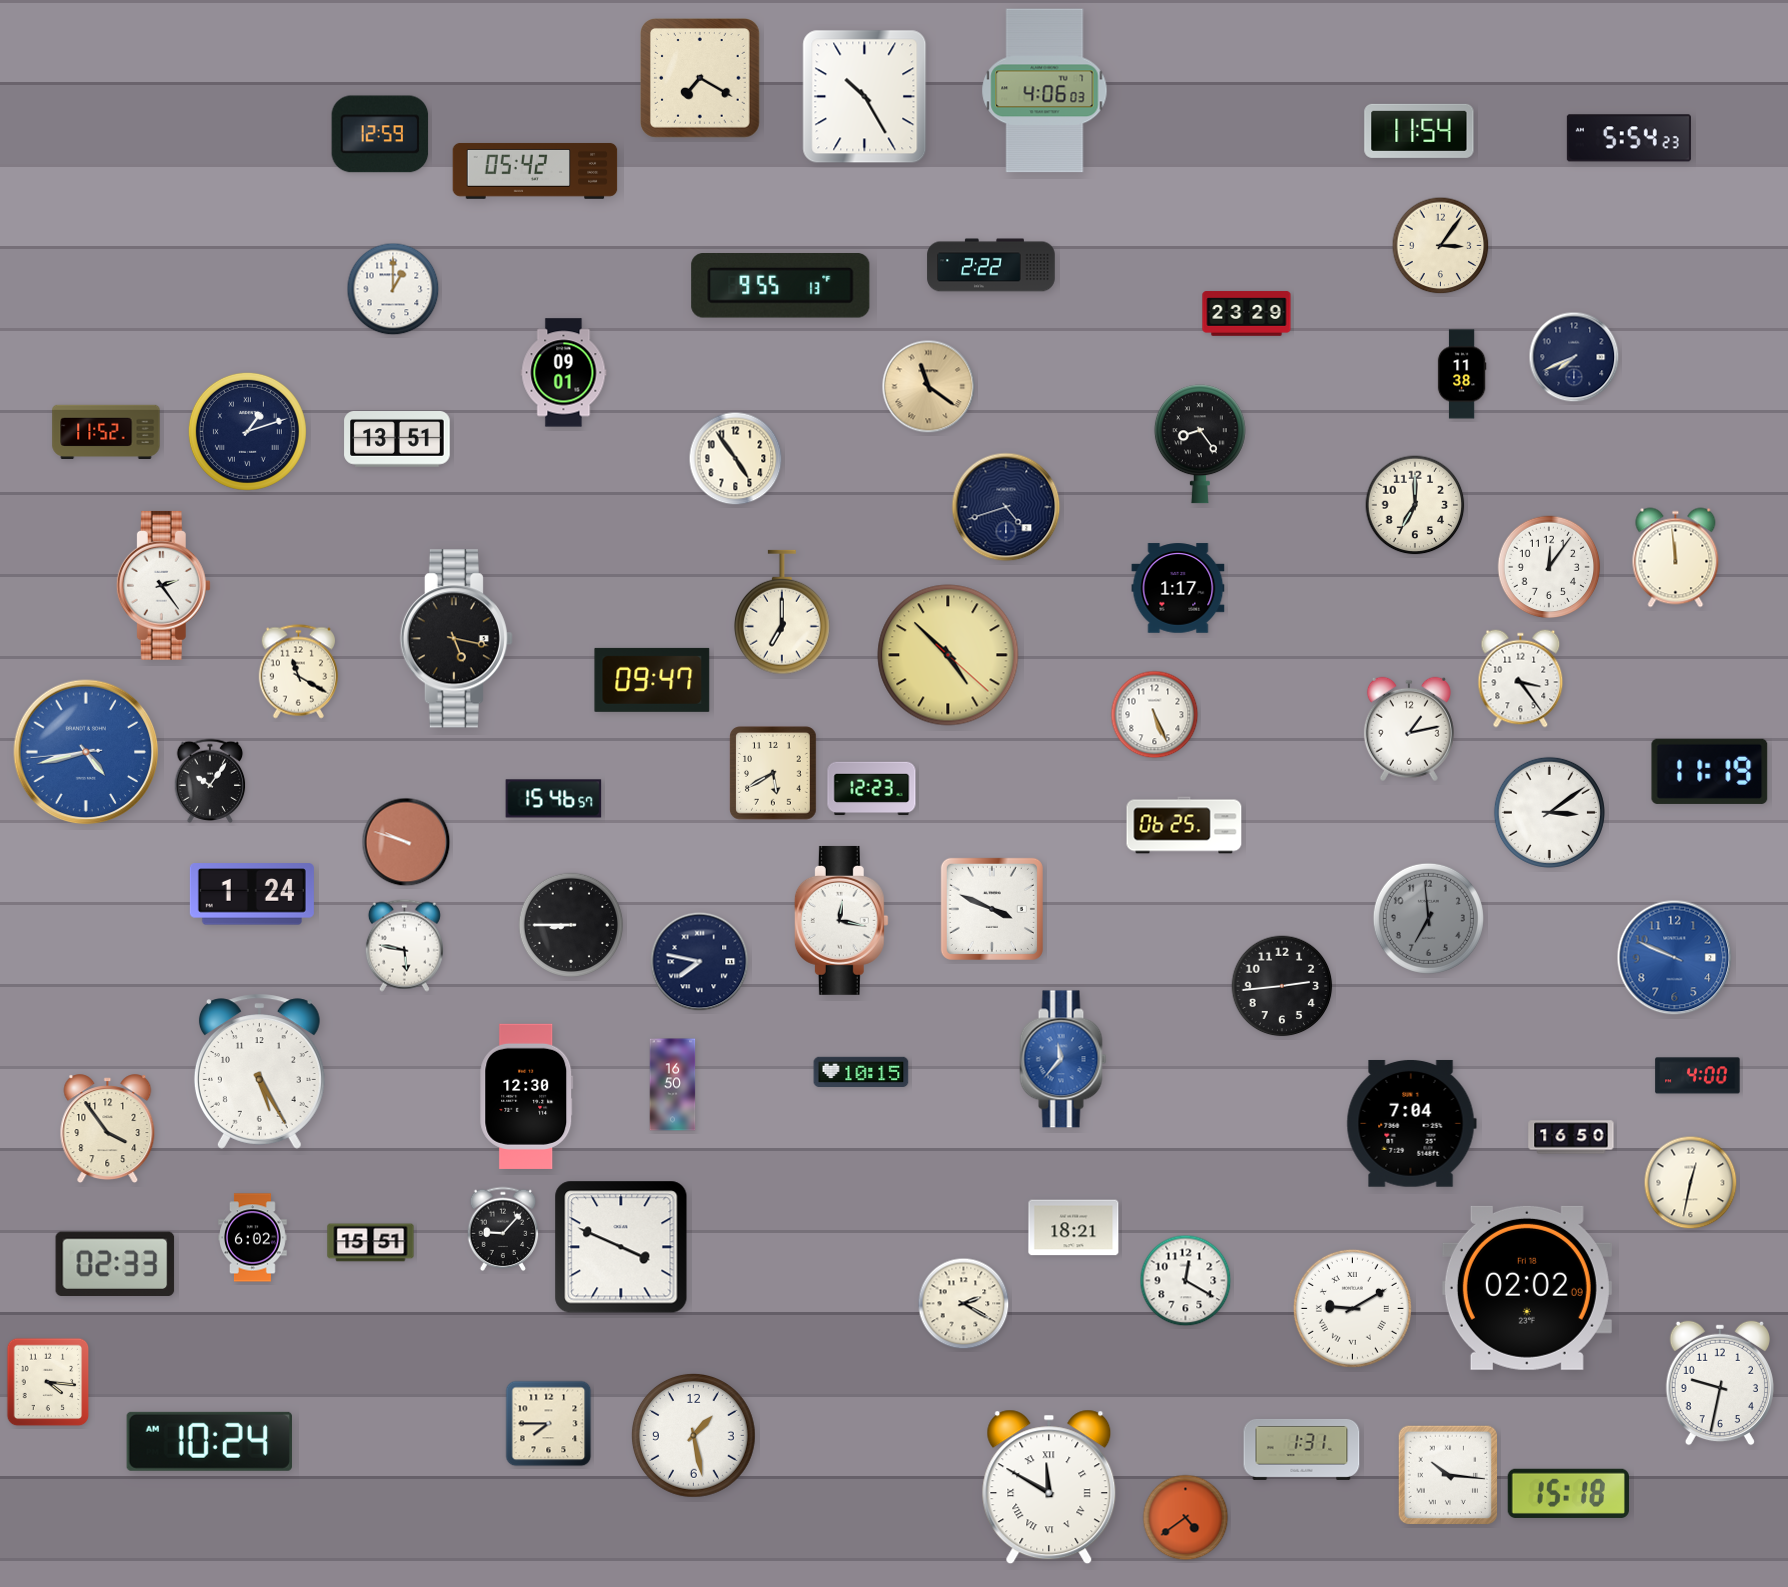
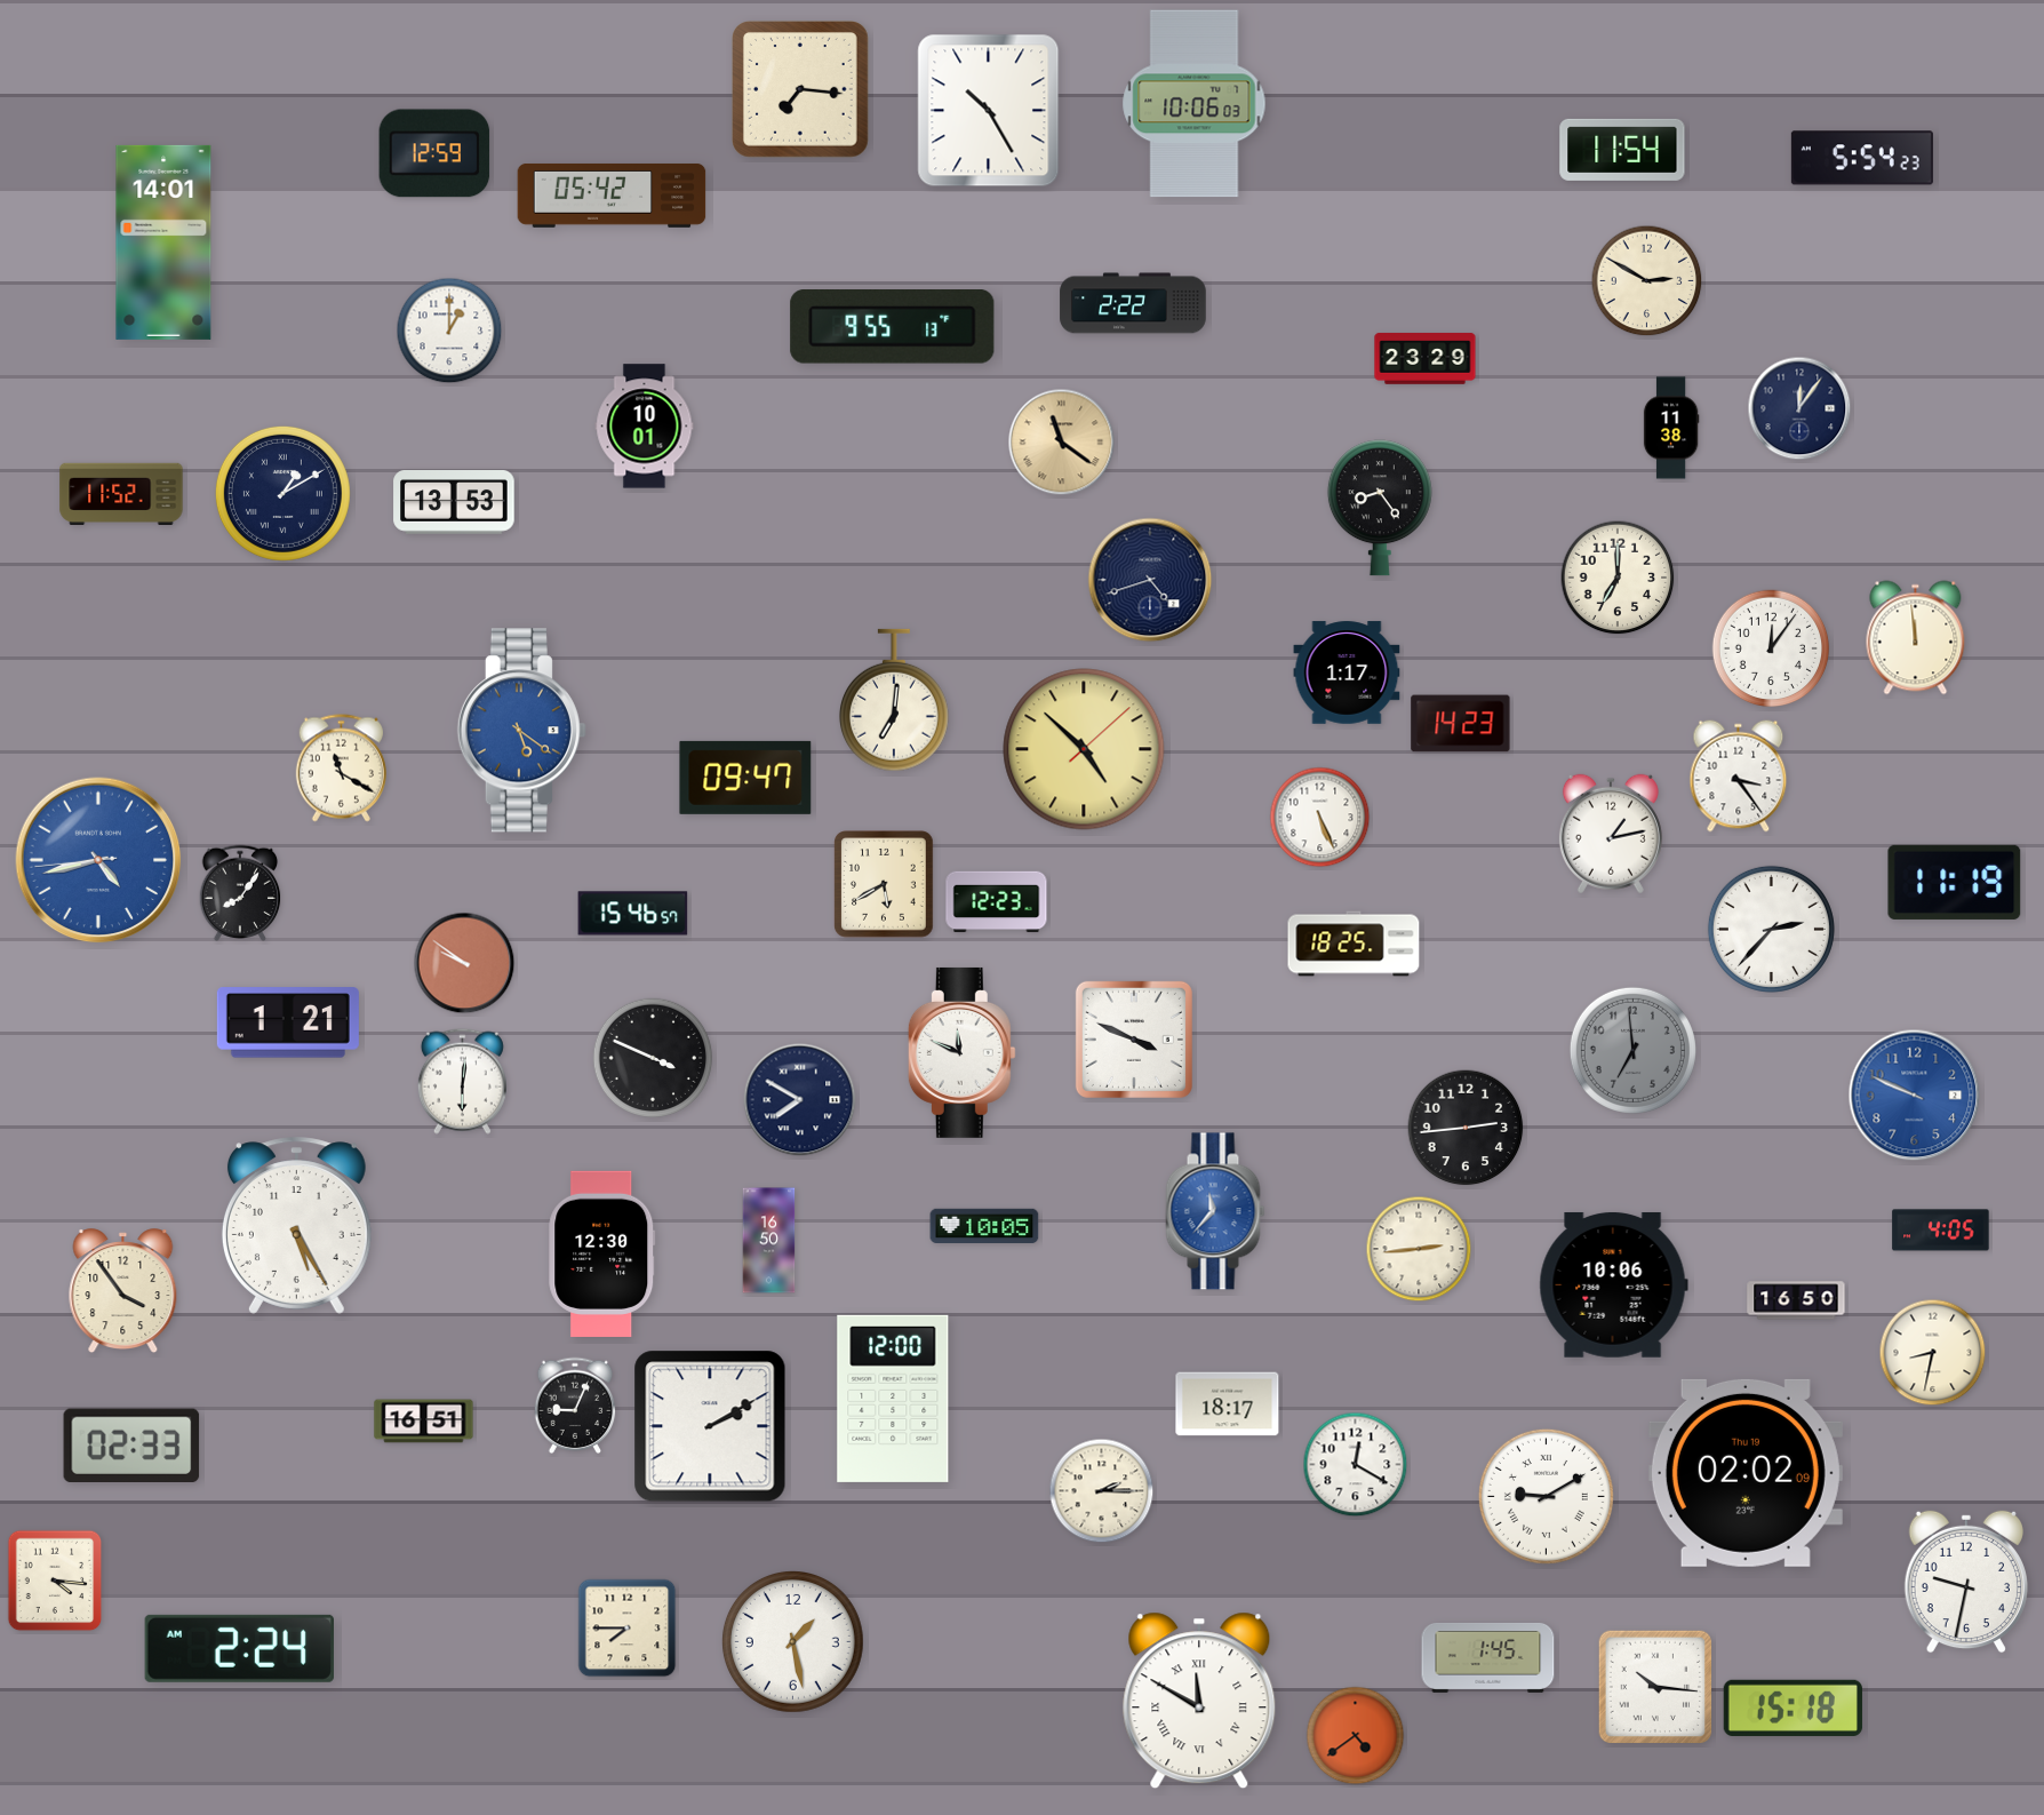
clock at (701, 79): 7:20 -> 7:16
clock at (1045, 91): 4:06 -> 10:06
clock at (163, 242): none -> 14:01
clock at (1441, 246): 3:06 -> 2:50
clock at (1574, 357): 7:41 -> 12:06
clock at (564, 373): 09:01 -> 10:01
clock at (247, 431): 1:12 -> 1:10
clock at (397, 439): 13:51 -> 13:53
clock at (1200, 444) position: (1200, 444) -> (1380, 508)
clock at (736, 459): 4:54 -> none
clock at (163, 585): 2:24 -> none
clock at (782, 612): 7:00 -> 7:01
clock at (1461, 724): none -> 14:23
clock at (456, 639): 5:17 -> 5:21
clock at (456, 639) dial: black -> blue
clock at (948, 655): 4:52:22 -> 4:52:08
clock at (210, 781): 10:06 -> 8:06
clock at (1549, 812): 3:09 -> 2:37
clock at (1184, 825): 06:25 -> 18:25
clock at (406, 842): 9:48 -> 9:51
clock at (252, 894): 1:24 -> 1:21
clock at (841, 920): 12:17 -> 11:49
clock at (571, 925): 8:45 -> 3:49
clock at (404, 945): 5:47 -> 6:01
clock at (700, 962): 7:47 -> 7:50
clock at (861, 1072): 10:15 -> 10:05
clock at (1698, 1076): 4:00 -> 4:05
clock at (1419, 1249): none -> 2:44
clock at (1411, 1123): 7:04 -> 10:06
clock at (1691, 1183): 12:32 -> 8:32
clock at (893, 1399): none -> 12:00
clock at (1074, 1228): 18:21 -> 18:17
clock at (503, 1229): 9:07 -> 9:04
clock at (253, 1238): 6:02 -> none
clock at (371, 1243): 15:51 -> 16:51
clock at (621, 1247): 3:49 -> 2:10
clock at (1527, 1288) date: Fri 18 -> Thu 19
clock at (964, 1304): 2:20 -> 2:15
clock at (209, 1441): 10:24 -> 2:24
clock at (1302, 1449): 1:31 -> 1:45
